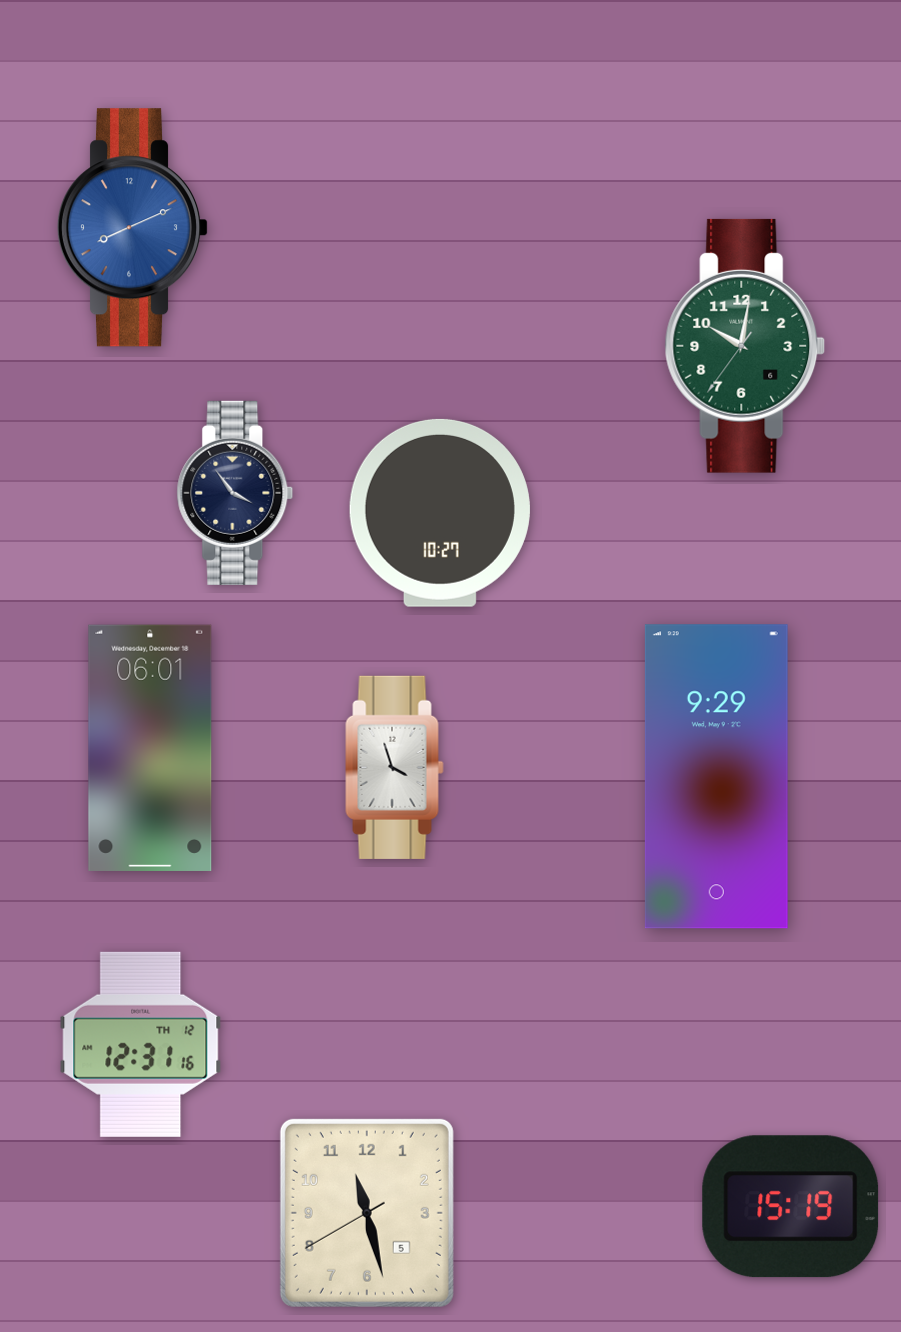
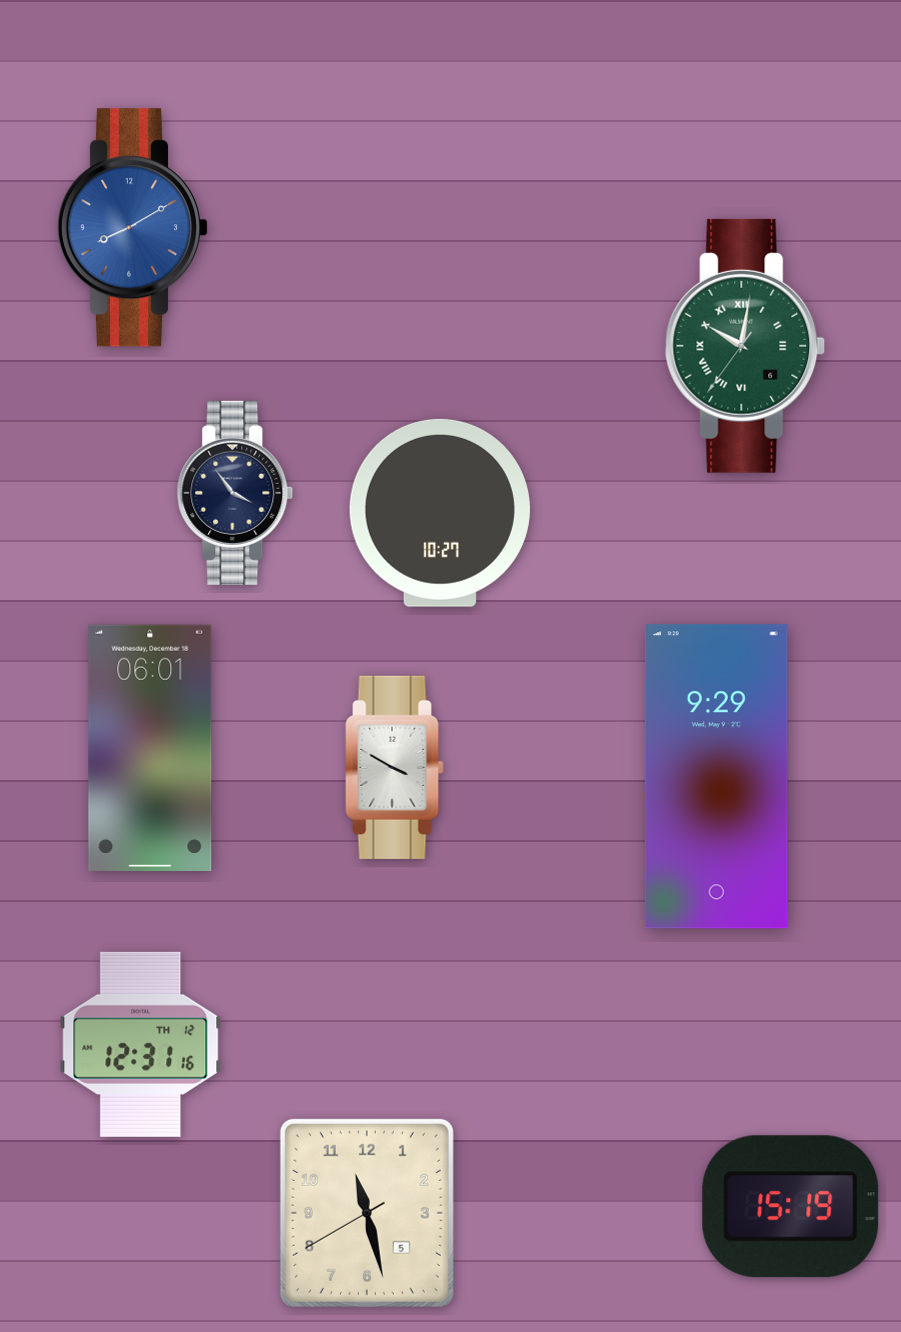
clock at (133, 228): 8:11 -> 8:10
clock at (745, 346) numerals: Arabic -> Roman
clock at (395, 767): 3:57 -> 3:50
